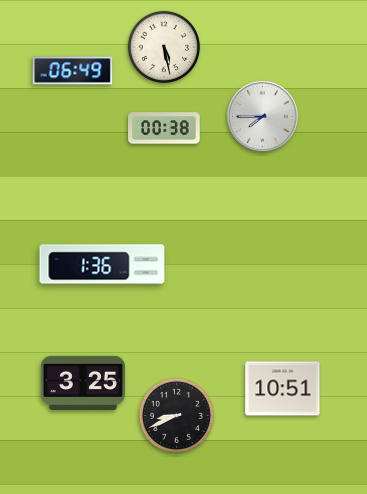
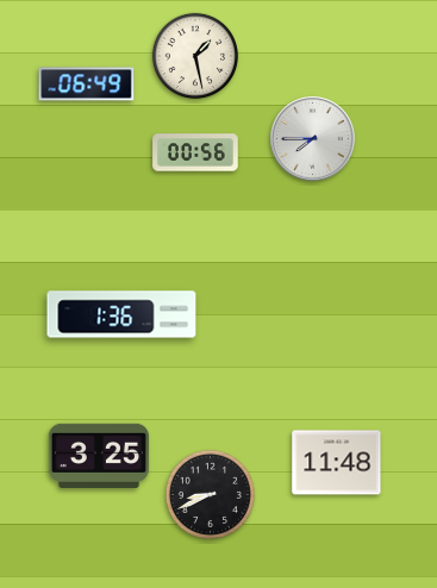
clock at (164, 47): 5:28 -> 1:28
clock at (164, 128): 00:38 -> 00:56
clock at (283, 389): 10:51 -> 11:48
